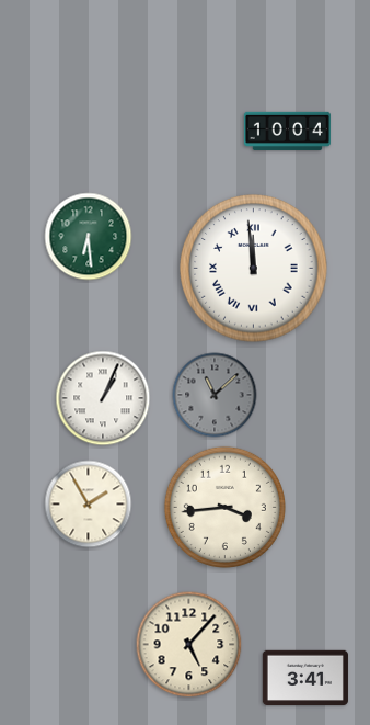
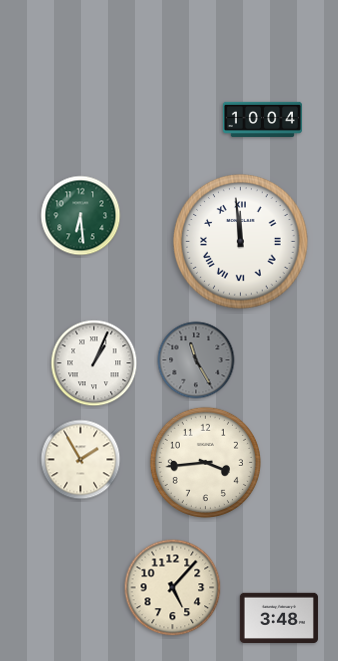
clock at (254, 269) position: (254, 269) -> (241, 242)
clock at (215, 395): 11:08 -> 11:25
clock at (305, 678): 3:41 -> 3:48
